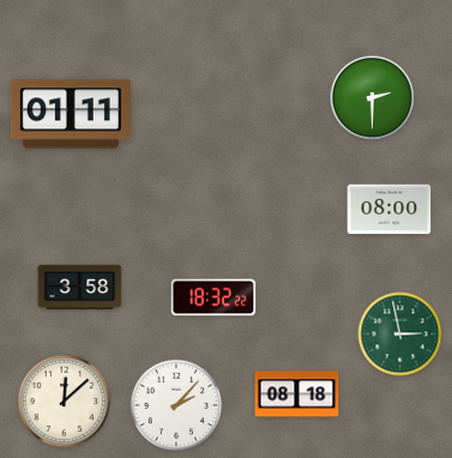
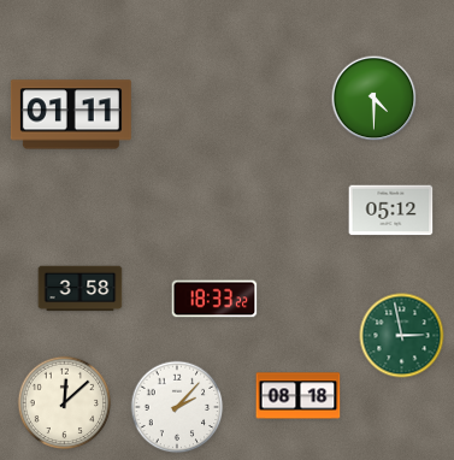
clock at (373, 98): 2:30 -> 4:30
clock at (390, 210): 08:00 -> 05:12
clock at (213, 297): 18:32 -> 18:33
